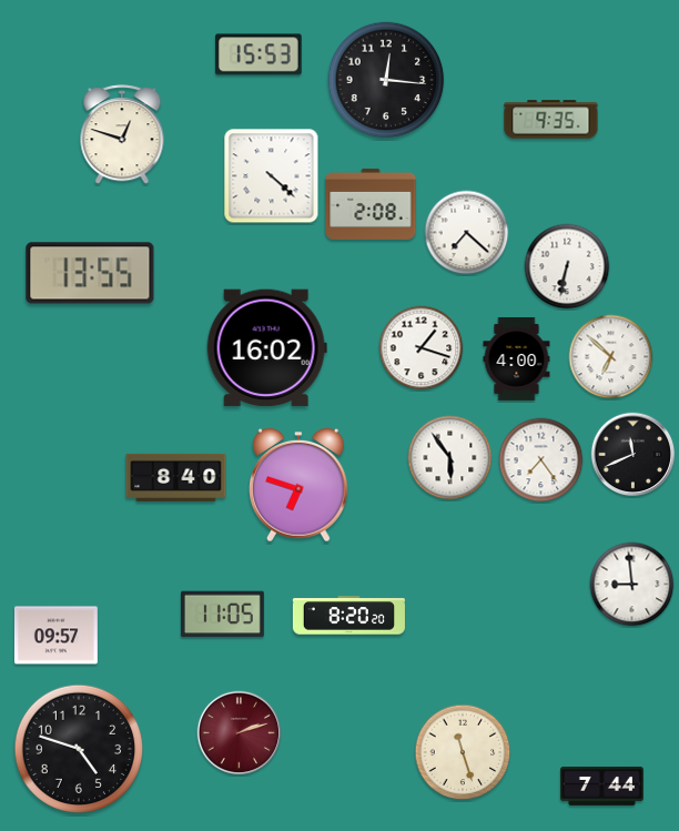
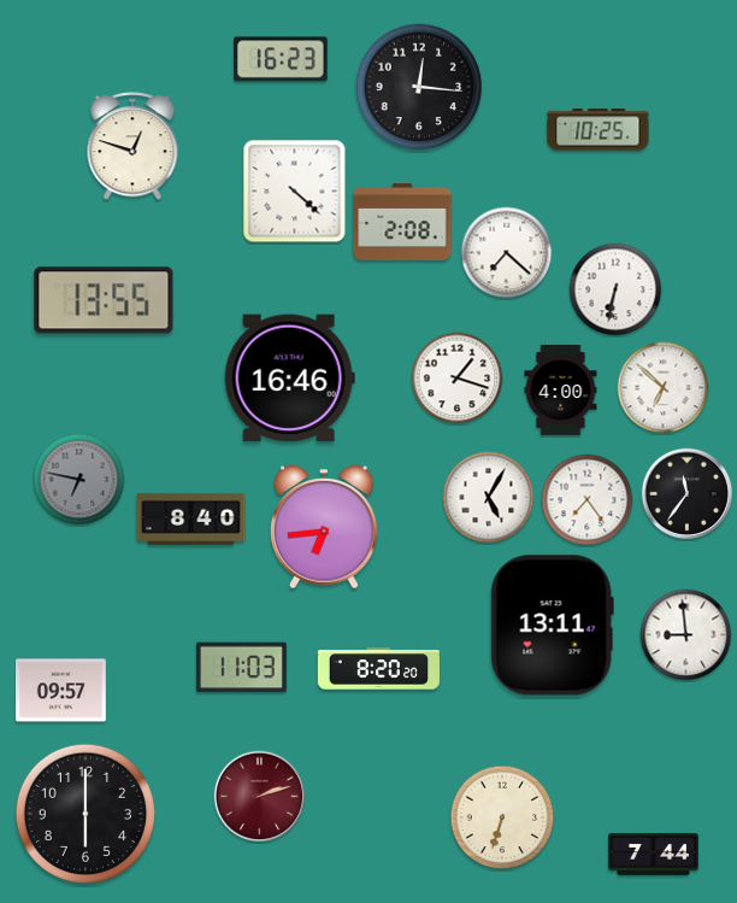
clock at (259, 54): 15:53 -> 16:23
clock at (551, 120): 9:35 -> 10:25
clock at (90, 273) position: (90, 273) -> (104, 300)
clock at (266, 348): 16:02 -> 16:46
clock at (79, 480): none -> 6:47
clock at (634, 455): 11:41 -> 11:36
clock at (450, 458): 5:54 -> 5:05
clock at (300, 485): 6:48 -> 6:44
clock at (552, 626): none -> 13:11
clock at (222, 615): 11:05 -> 11:03
clock at (79, 749): 4:48 -> 6:00
clock at (463, 752): 11:27 -> 6:33
